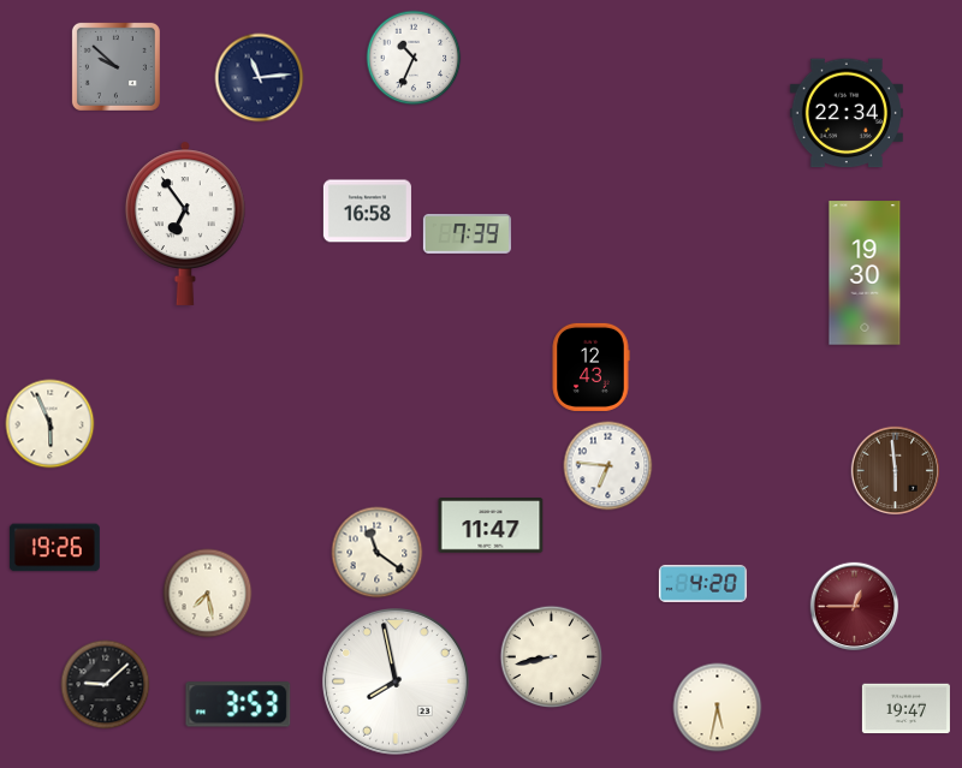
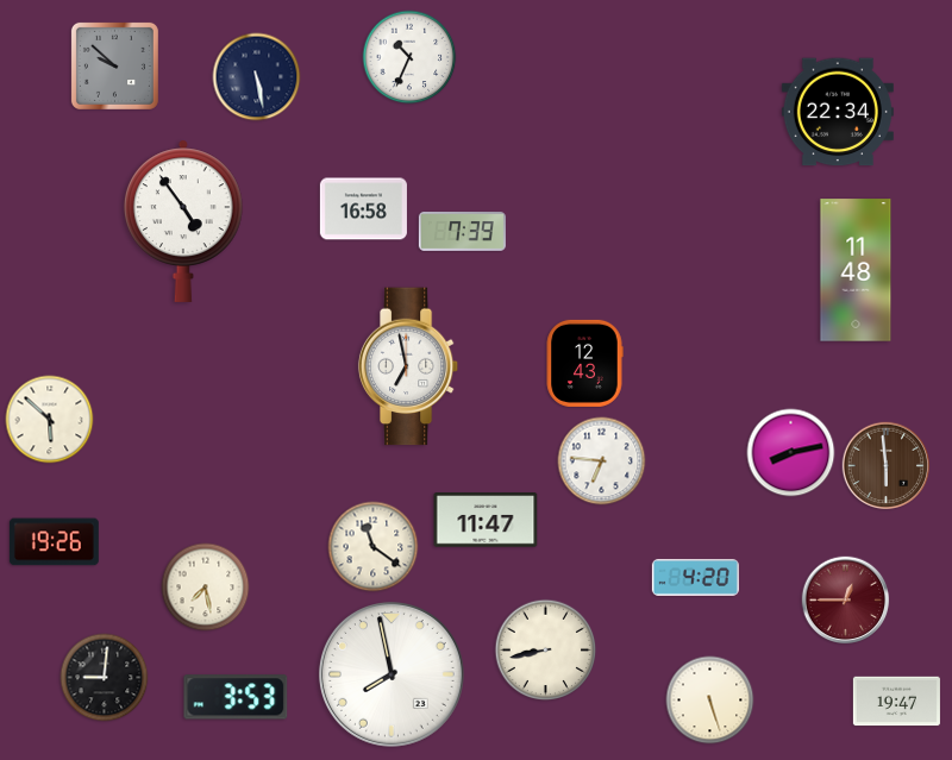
clock at (260, 78): 11:14 -> 5:28
clock at (185, 224): 6:54 -> 4:54
clock at (865, 273): 19:30 -> 11:48
clock at (408, 366): none -> 6:58
clock at (51, 424): 5:56 -> 5:52
clock at (791, 453): none -> 8:13
clock at (106, 685): 9:08 -> 9:01
clock at (718, 708): 5:32 -> 5:27
